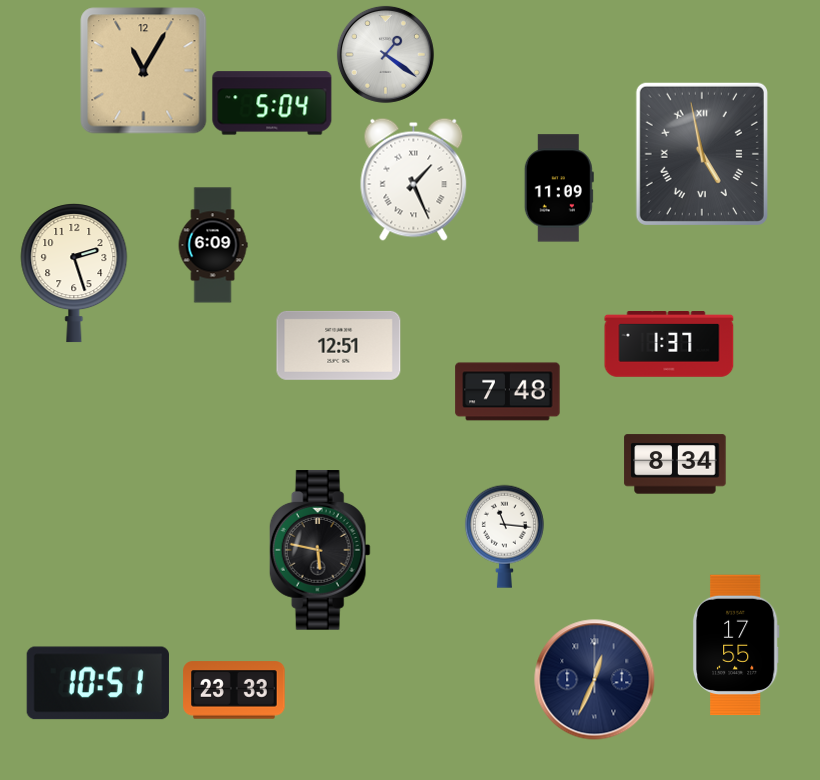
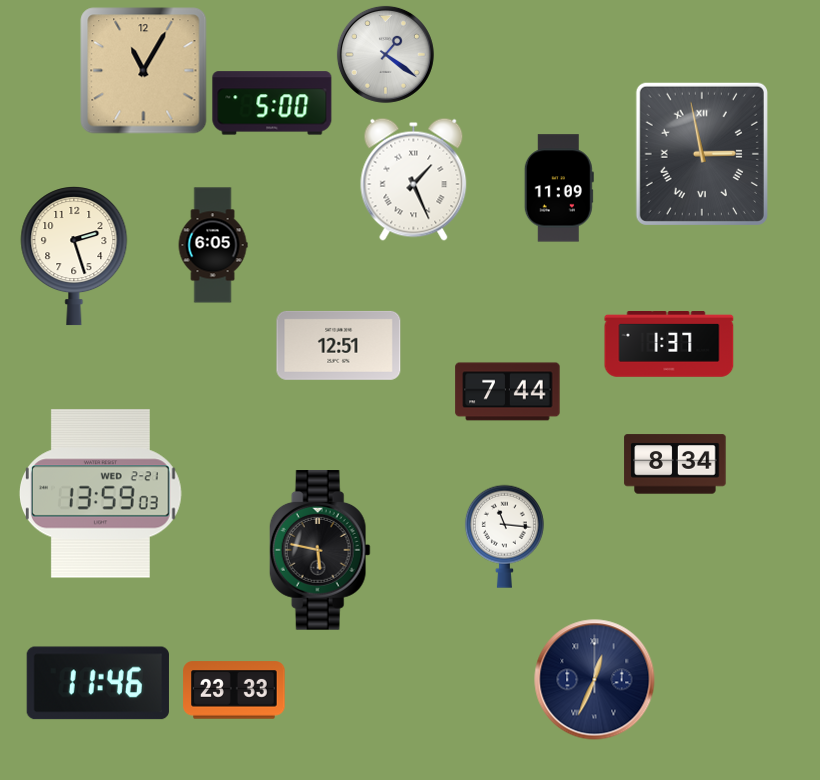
clock at (272, 103): 5:04 -> 5:00
clock at (702, 154): 4:58 -> 2:58
clock at (213, 245): 6:09 -> 6:05
clock at (74, 273) position: (74, 273) -> (74, 256)
clock at (508, 392): 7:48 -> 7:44
clock at (100, 494): none -> 13:59
clock at (736, 645): 17:55 -> none
clock at (98, 683): 10:51 -> 11:46
